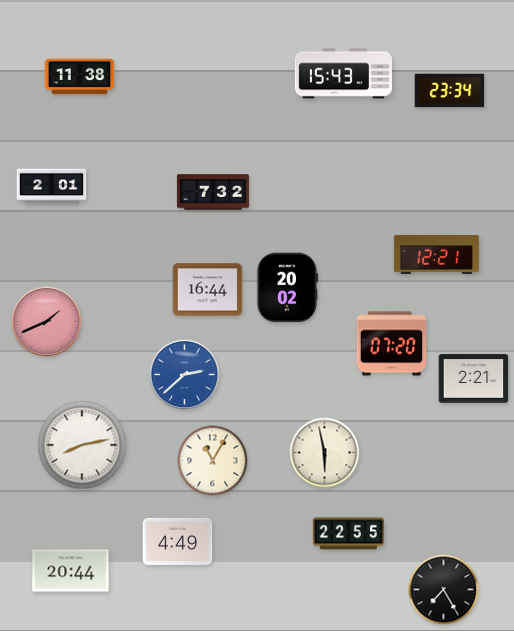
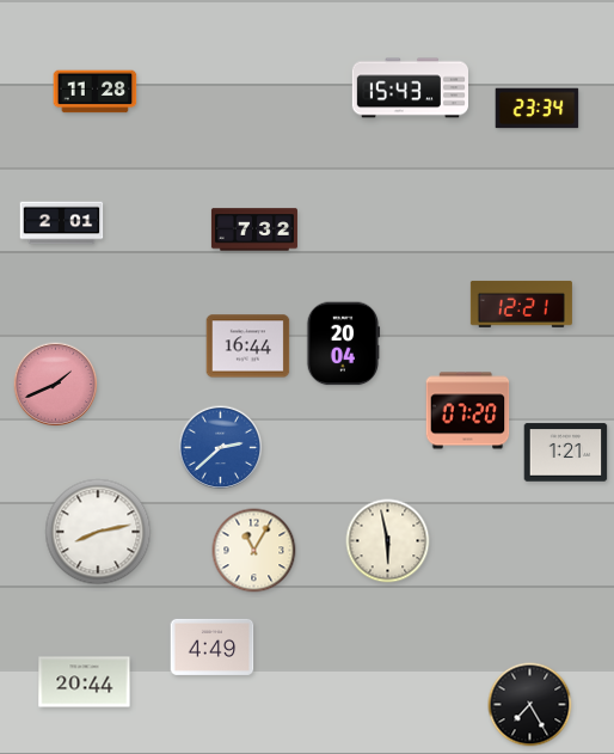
clock at (80, 77): 11:38 -> 11:28
clock at (287, 288): 20:02 -> 20:04
clock at (474, 379): 2:21 -> 1:21
clock at (348, 534): 22:55 -> none
